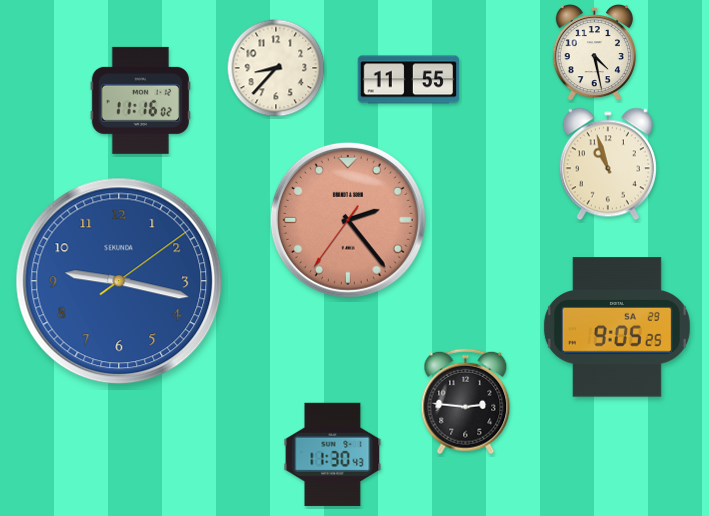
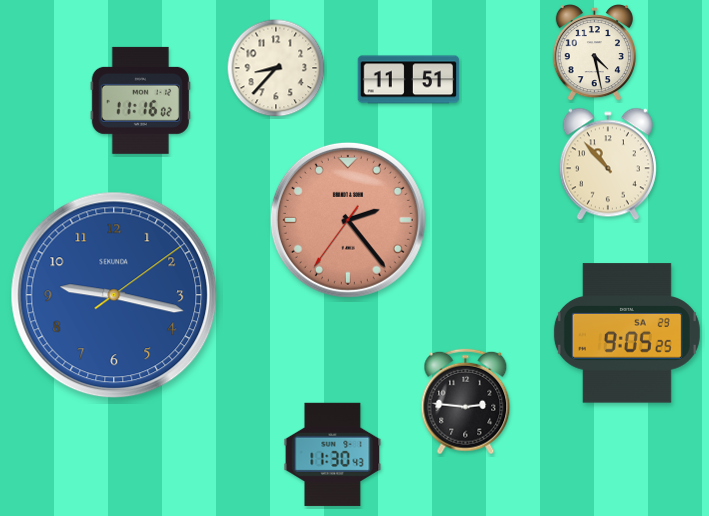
clock at (409, 80): 11:55 -> 11:51
clock at (608, 164): 10:57 -> 10:53
clock at (119, 281) position: (119, 281) -> (114, 295)
clock at (617, 327) position: (617, 327) -> (627, 333)
